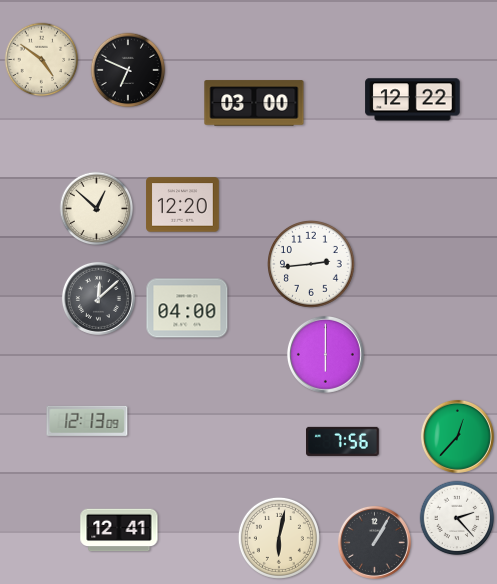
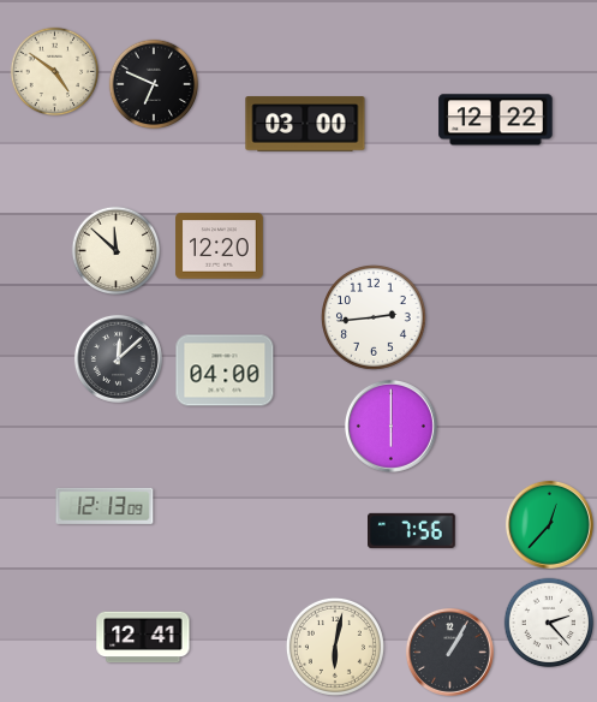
clock at (42, 60) position: (42, 60) -> (55, 72)
clock at (97, 209): 12:52 -> 11:52
